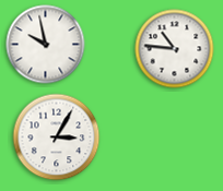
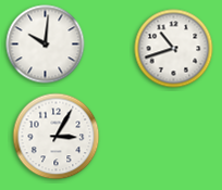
clock at (46, 45): 9:58 -> 10:01
clock at (175, 49): 10:46 -> 10:42
